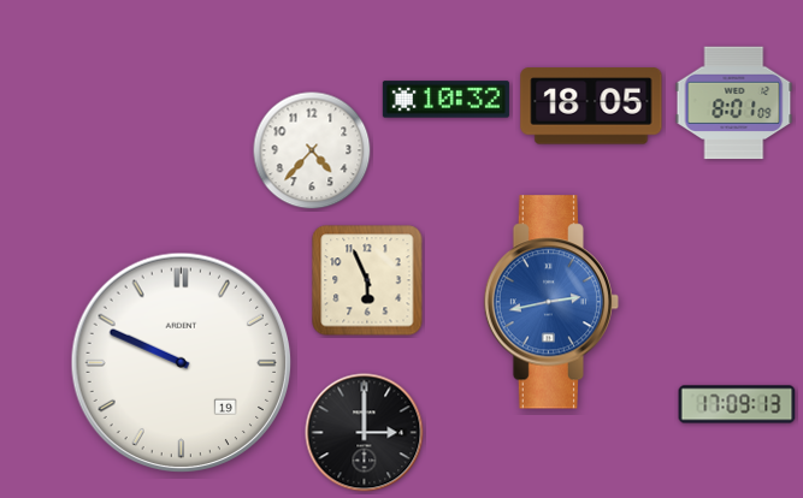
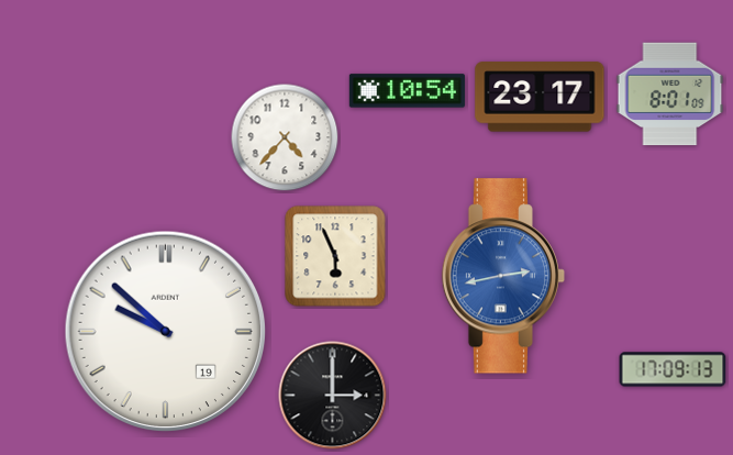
clock at (445, 100): 10:32 -> 10:54
clock at (591, 106): 18:05 -> 23:17
clock at (182, 363): 9:49 -> 9:52
